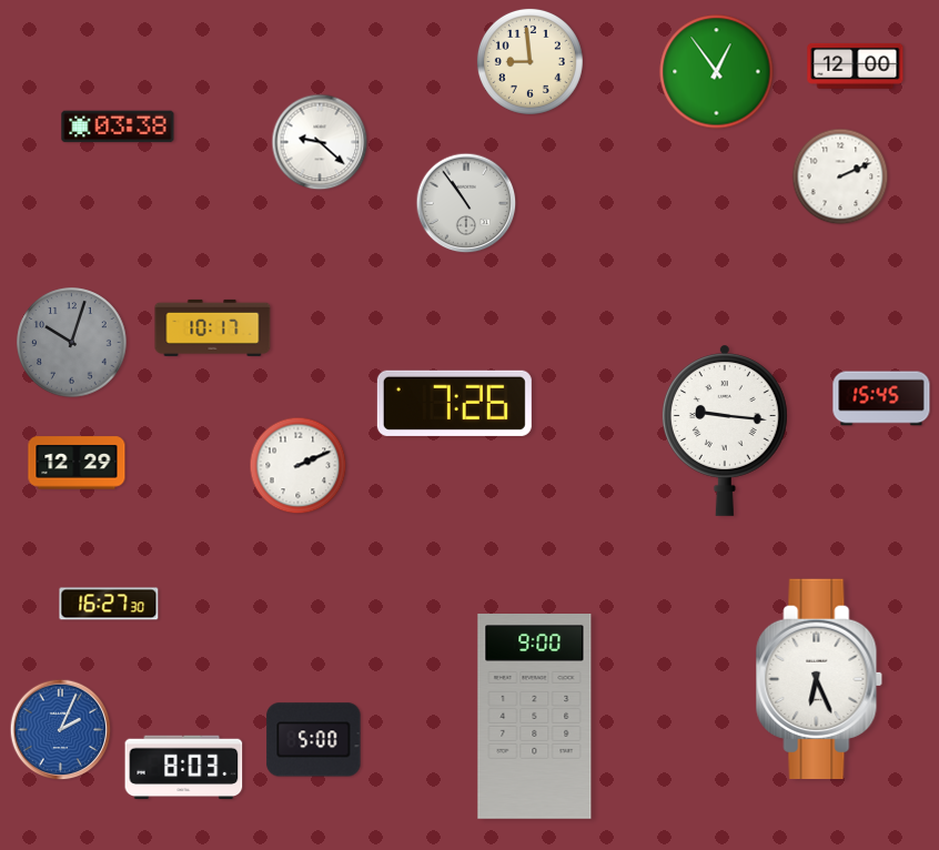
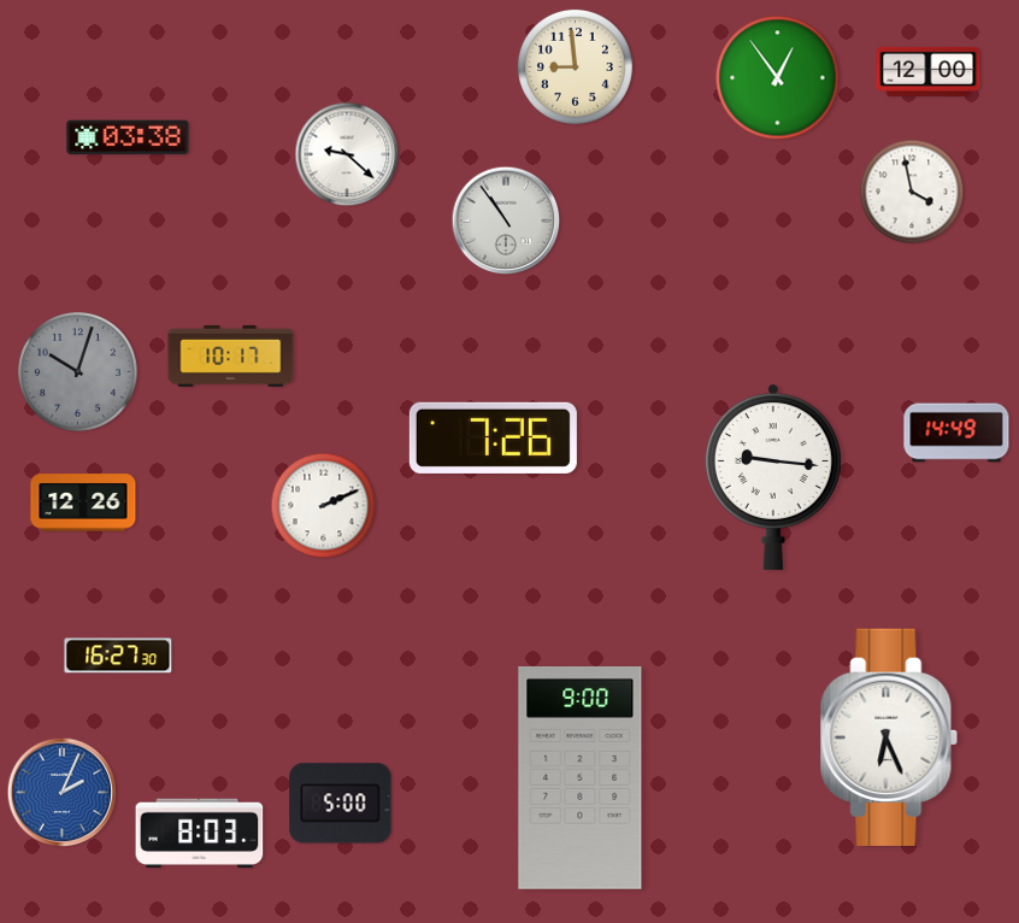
clock at (840, 176): 2:11 -> 3:58
clock at (881, 398): 15:45 -> 14:49
clock at (725, 431) position: (725, 431) -> (773, 477)
clock at (77, 463): 12:29 -> 12:26
clock at (61, 730) position: (61, 730) -> (63, 793)
